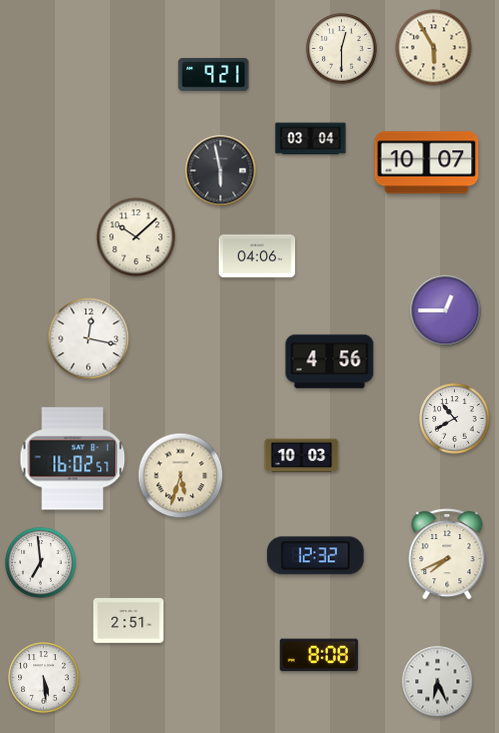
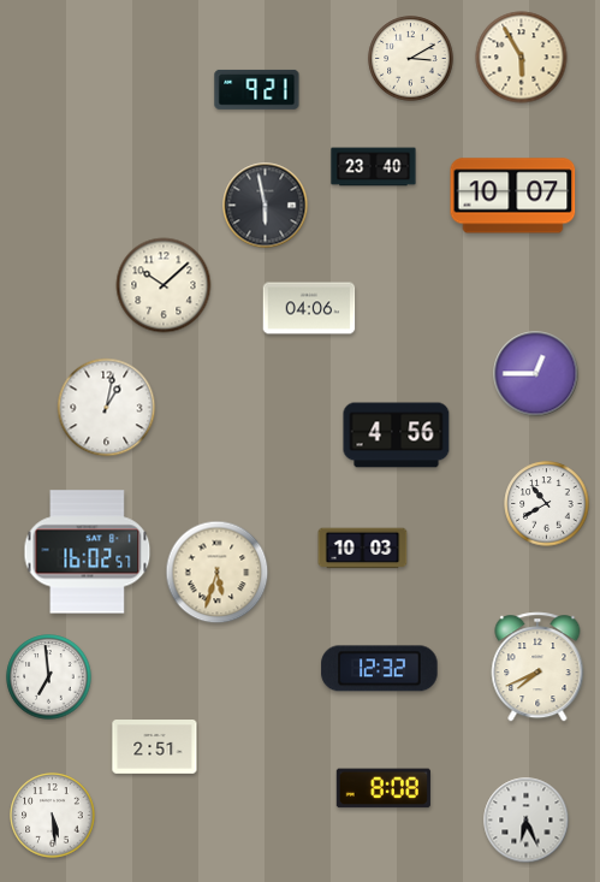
clock at (342, 49): 12:30 -> 3:10
clock at (311, 139): 03:04 -> 23:40
clock at (89, 339): 12:17 -> 1:02
